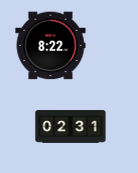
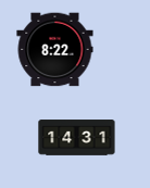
clock at (71, 127): 02:31 -> 14:31
